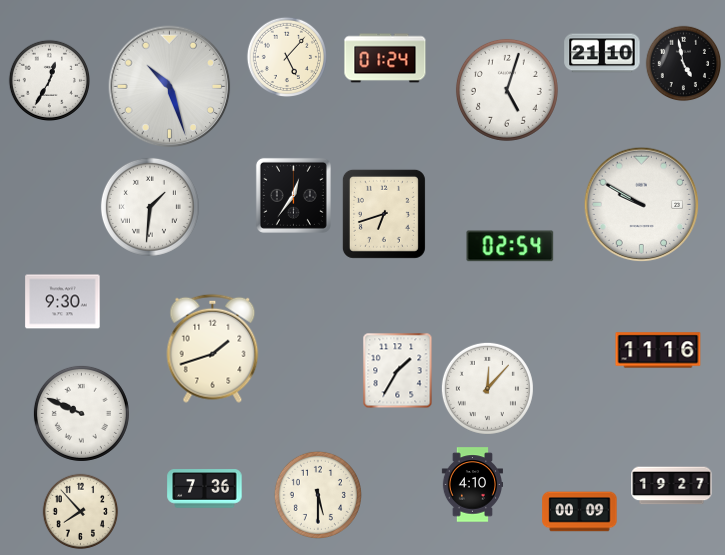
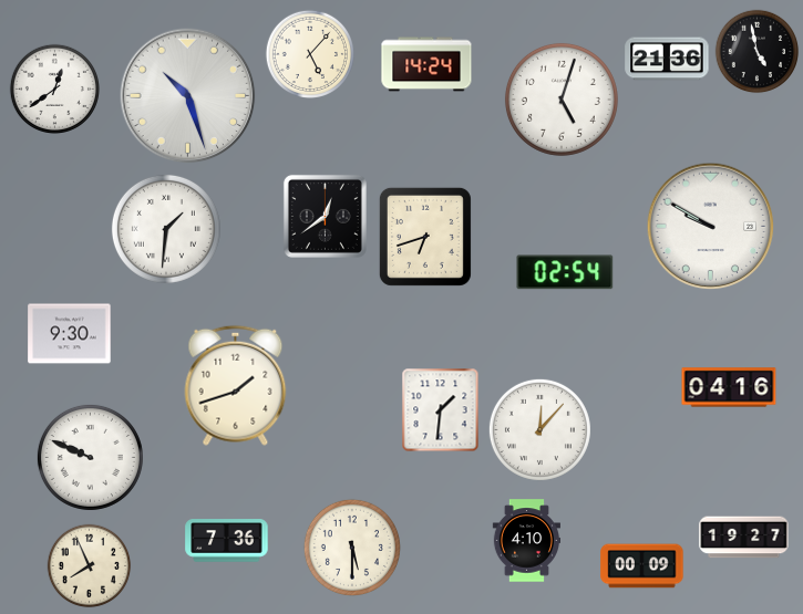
clock at (602, 53): 21:10 -> 21:36
clock at (286, 56) position: (286, 56) -> (309, 53)
clock at (385, 58): 01:24 -> 14:24
clock at (684, 64) position: (684, 64) -> (758, 52)
clock at (49, 80): 12:35 -> 12:39
clock at (293, 195): 12:36 -> 12:39
clock at (658, 350): 11:16 -> 04:16
clock at (398, 371): 1:35 -> 1:31
clock at (473, 485) position: (473, 485) -> (527, 541)
clock at (81, 512): 7:53 -> 7:56
